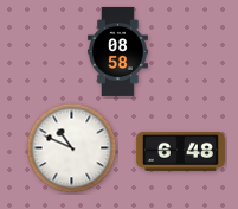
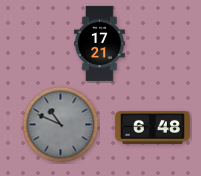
clock at (117, 51): 08:58 -> 17:21
clock at (72, 148) dial: white -> grey
